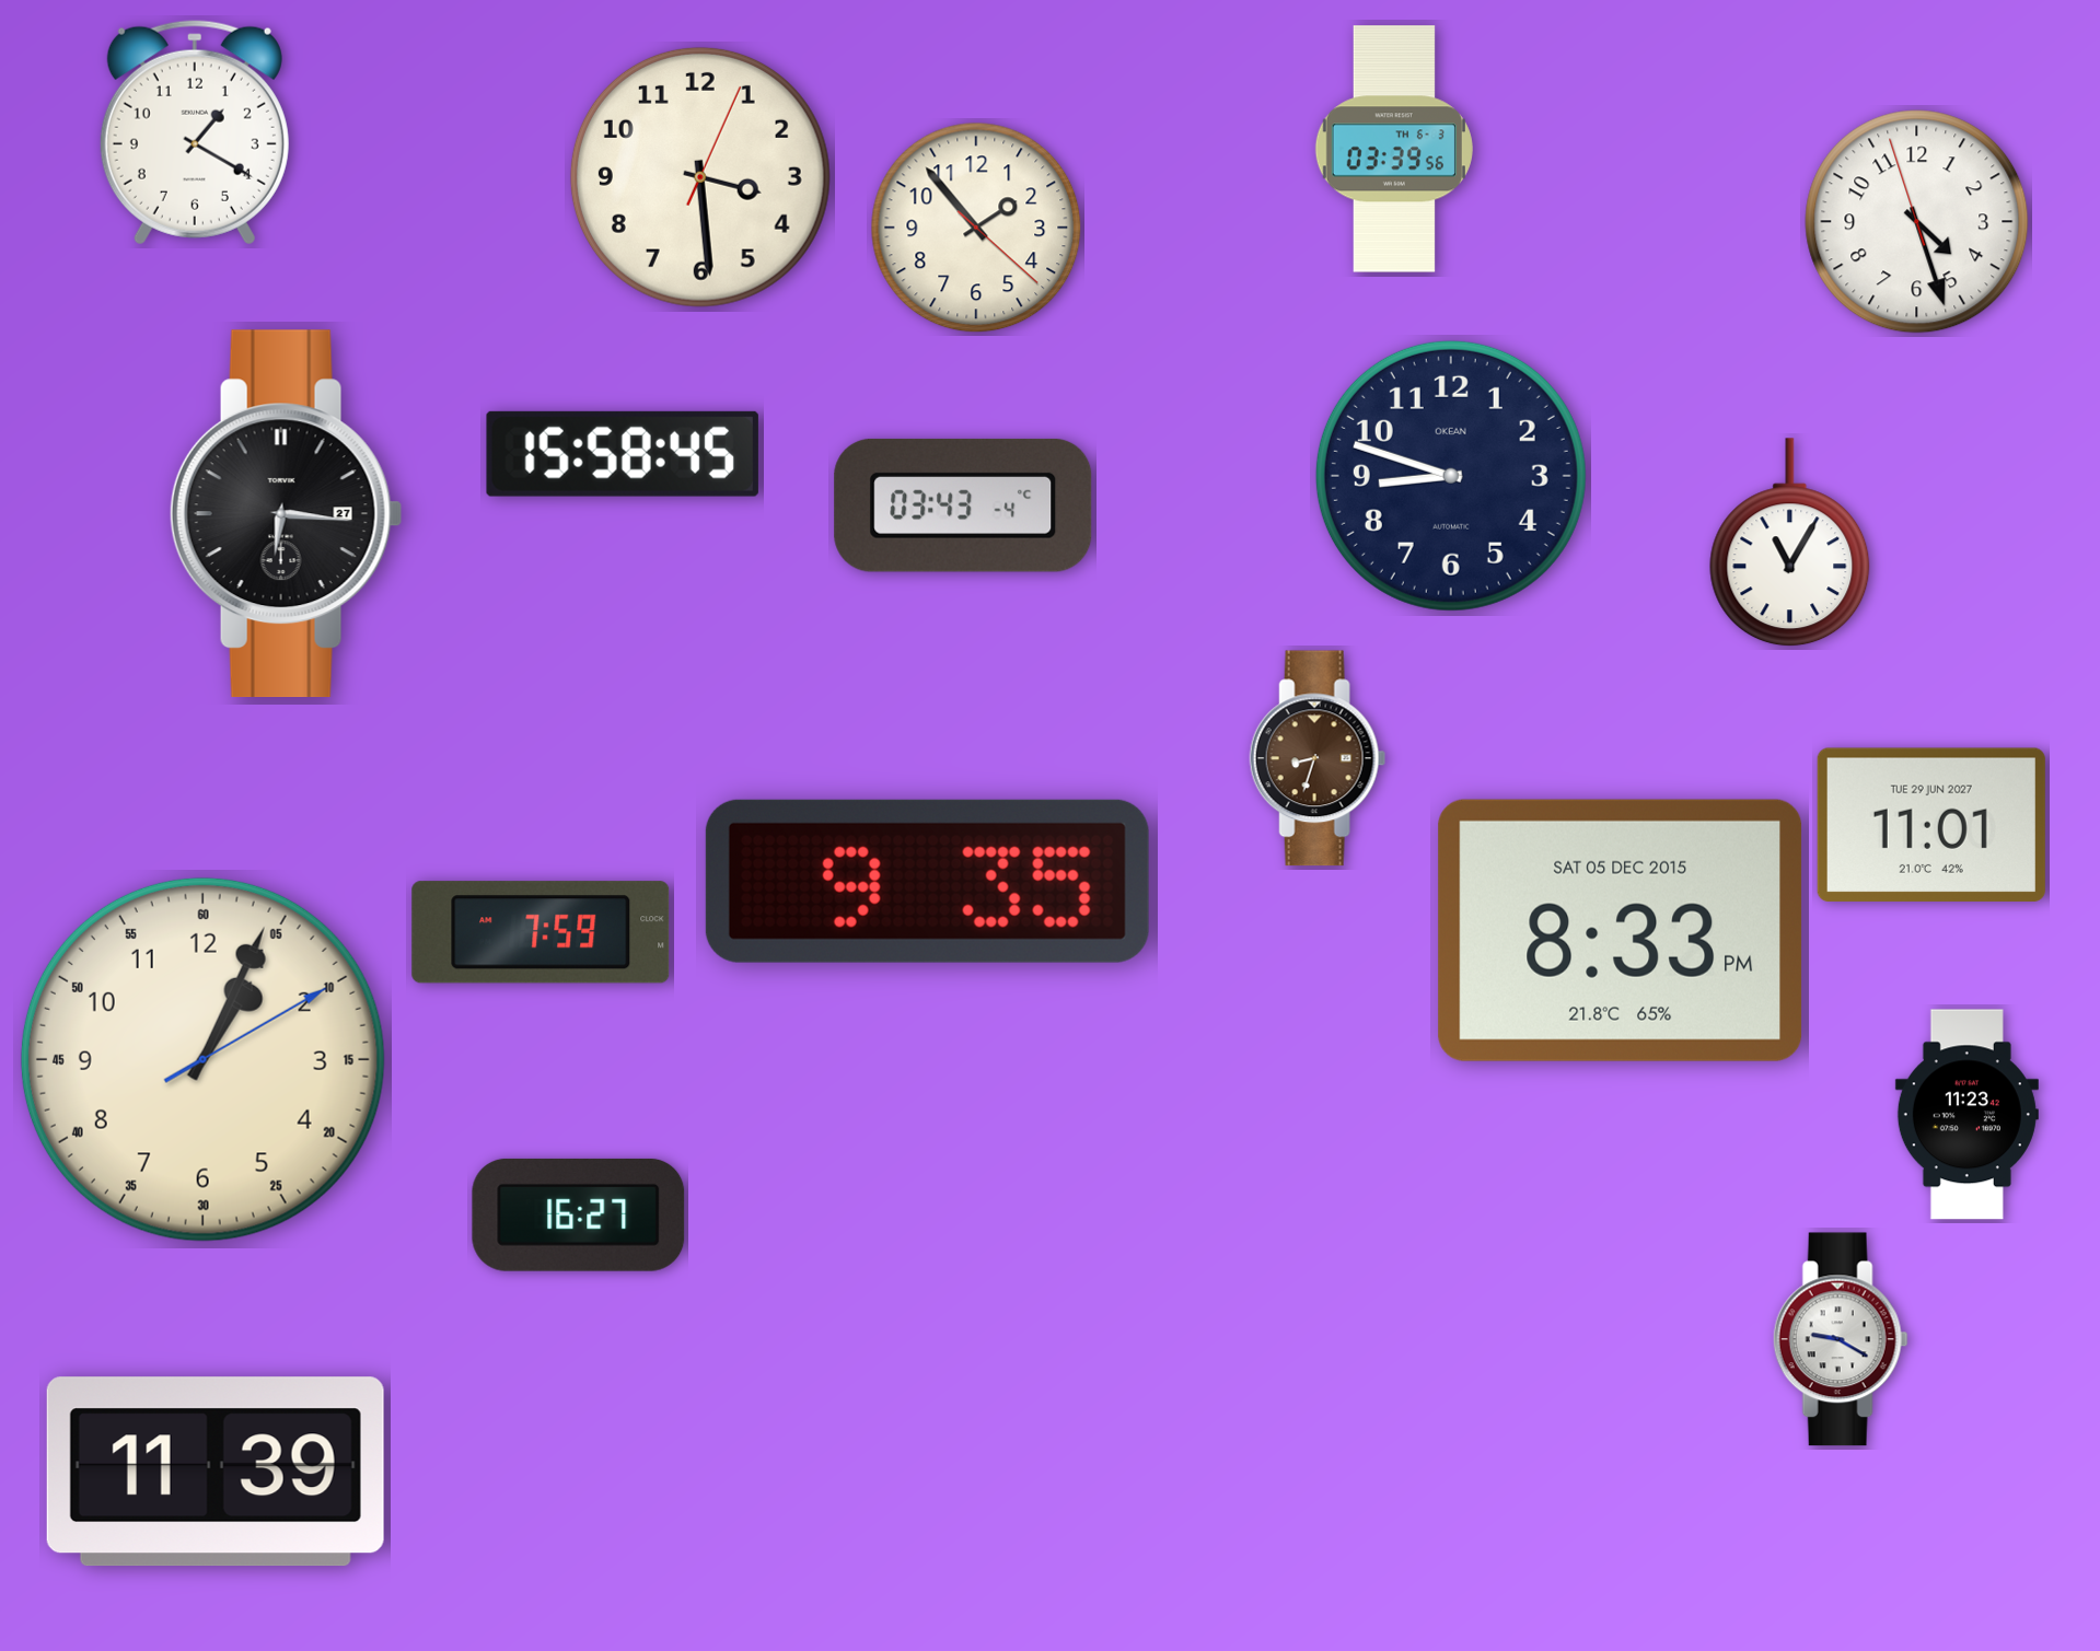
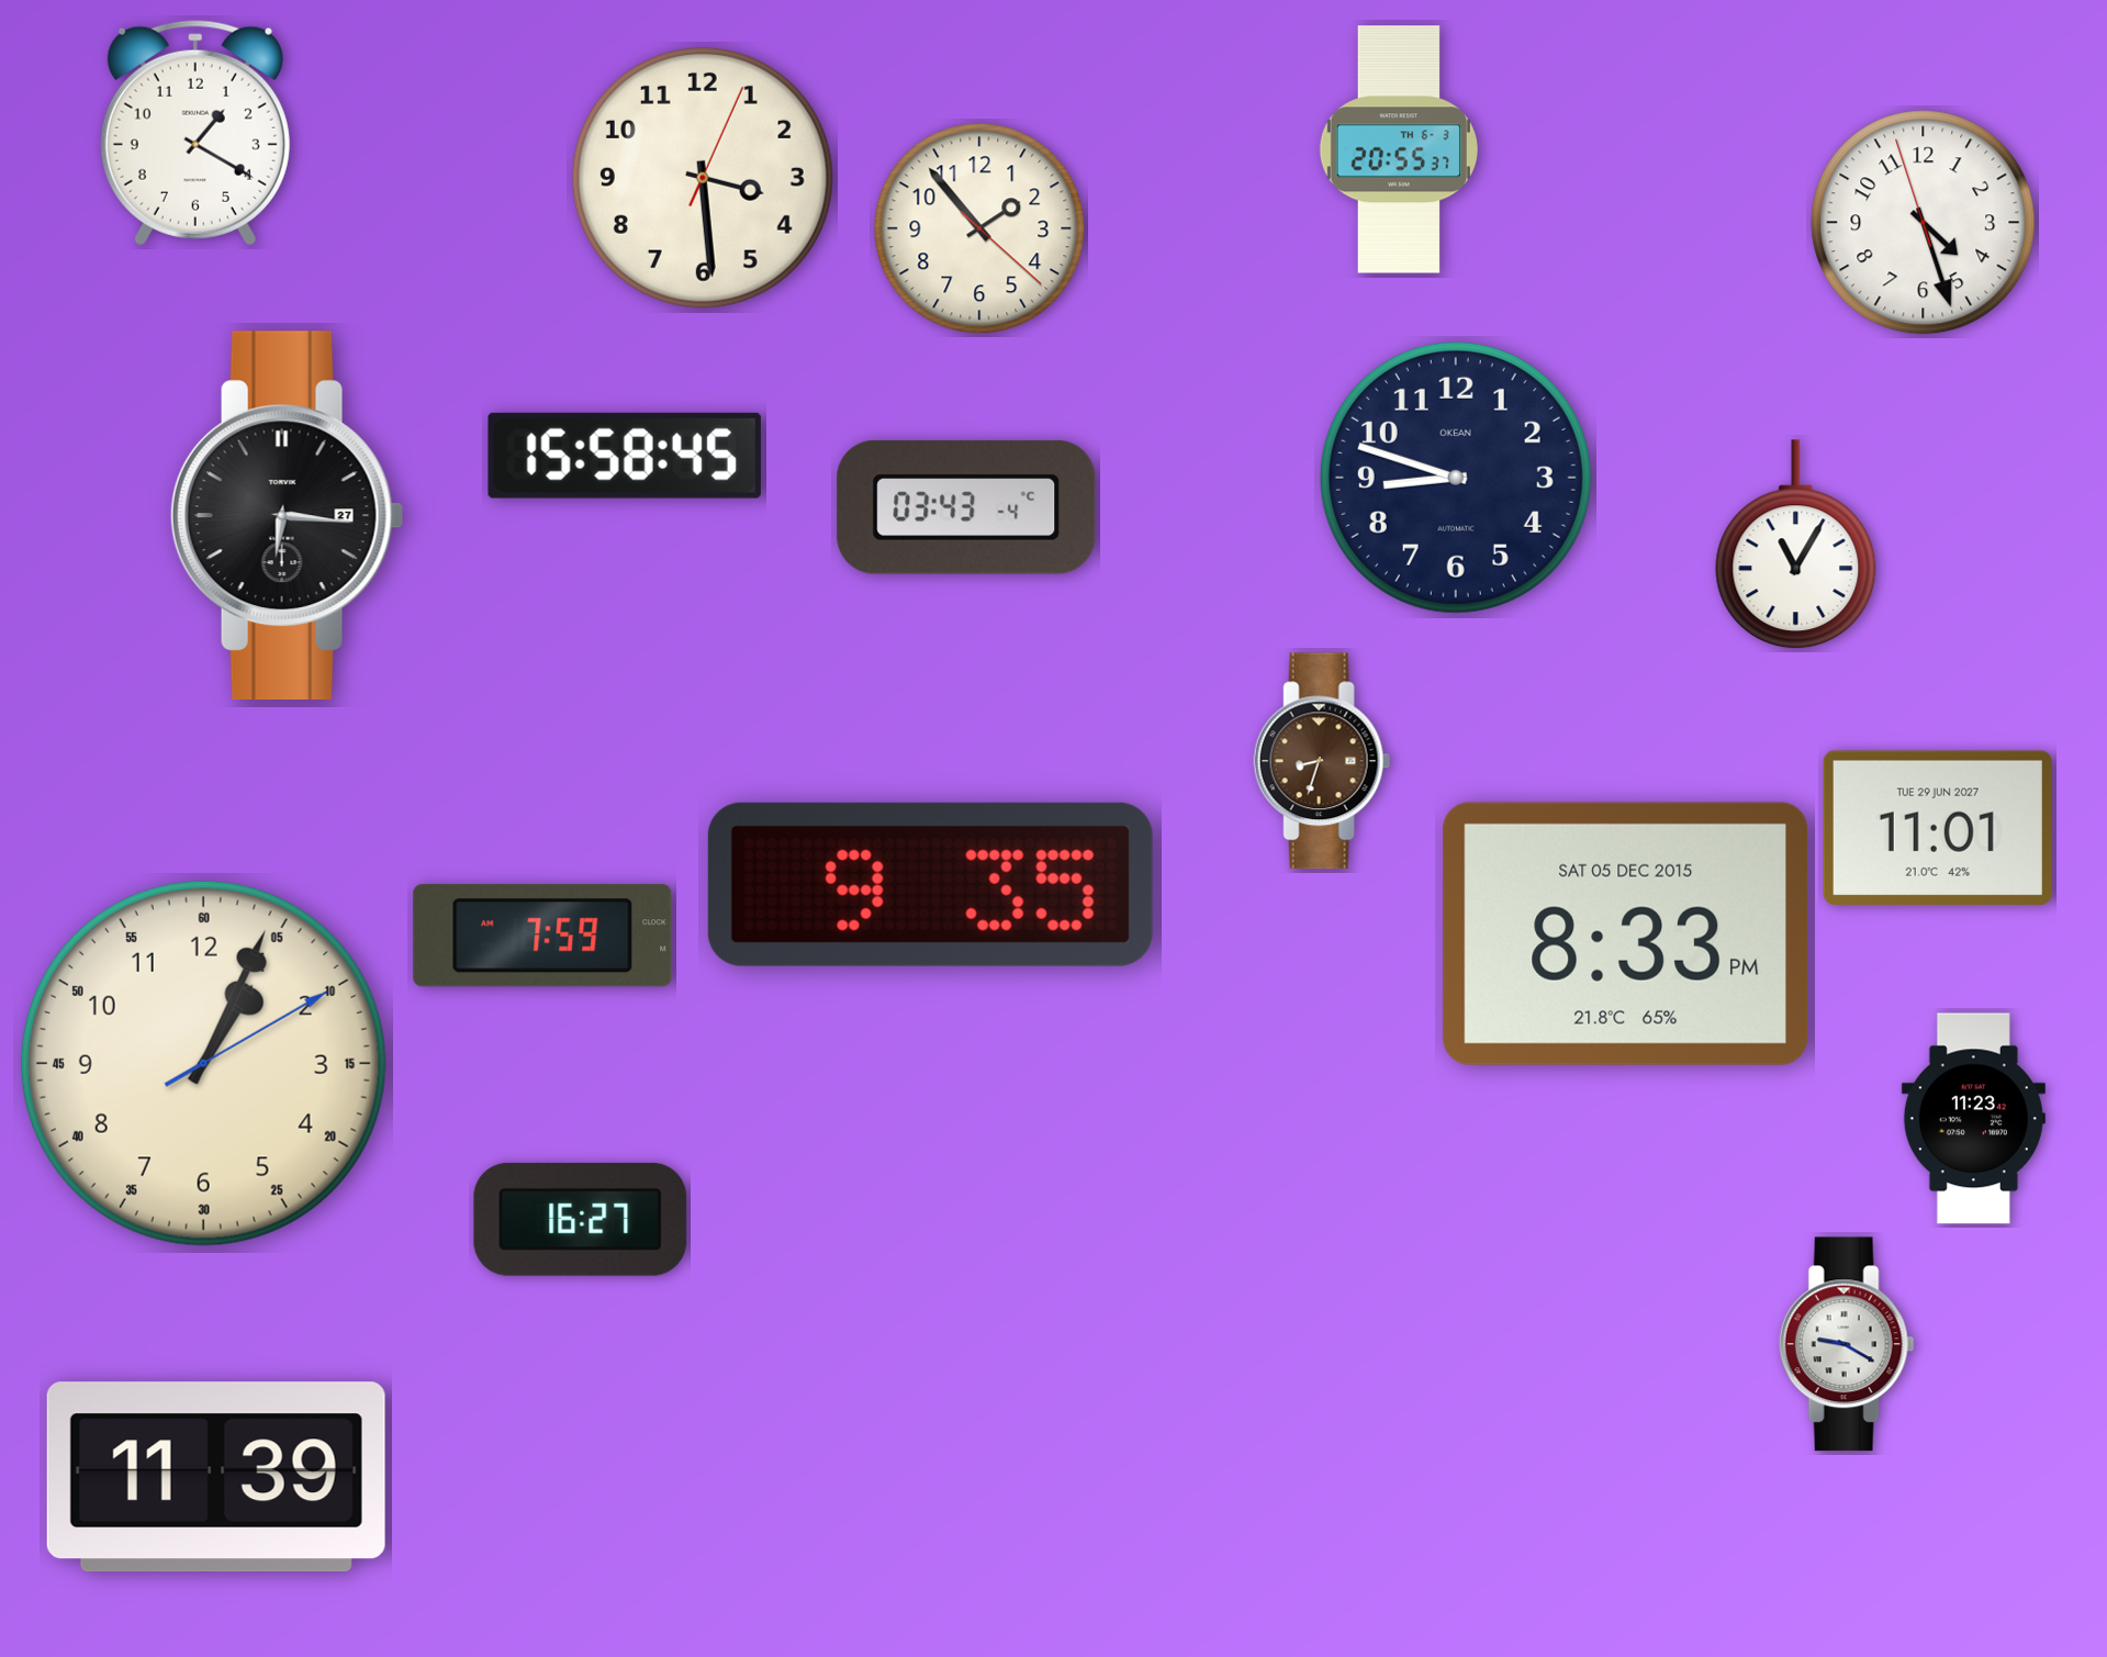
clock at (1394, 149): 03:39 -> 20:55
